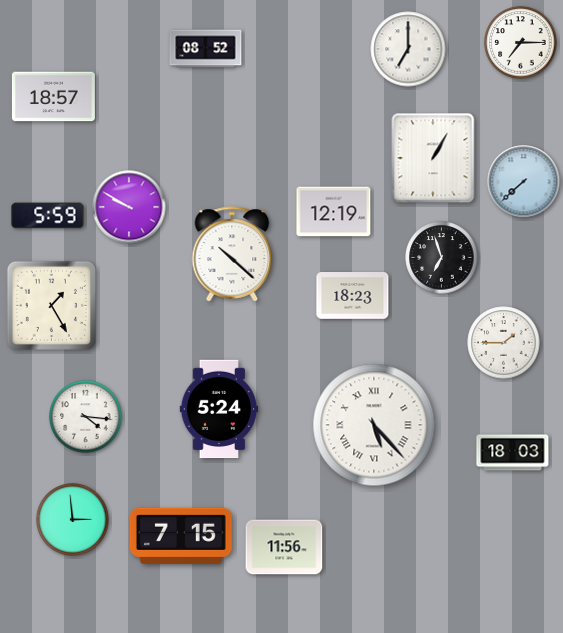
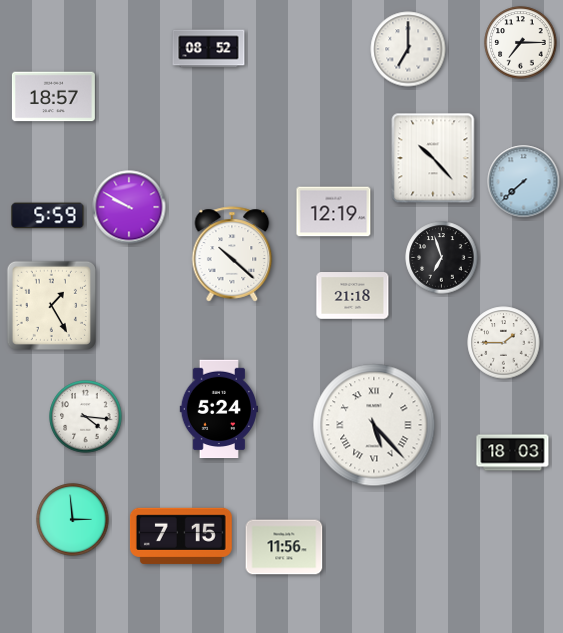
clock at (206, 49) position: (206, 49) -> (209, 49)
clock at (433, 158): 1:05 -> 10:23
clock at (353, 296): 18:23 -> 21:18
